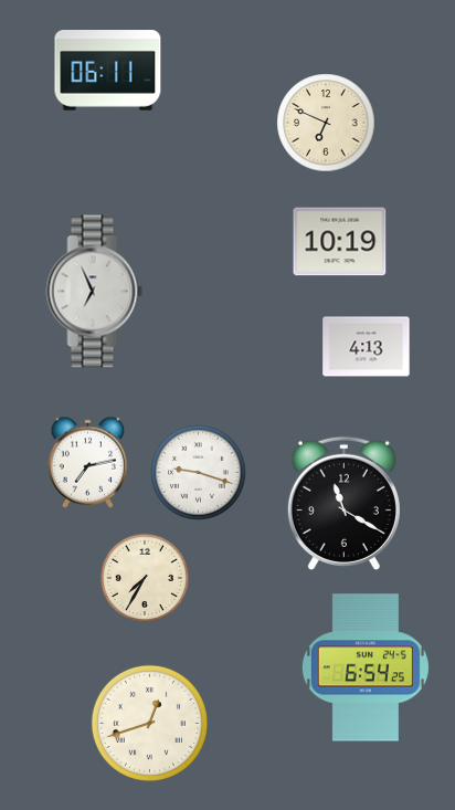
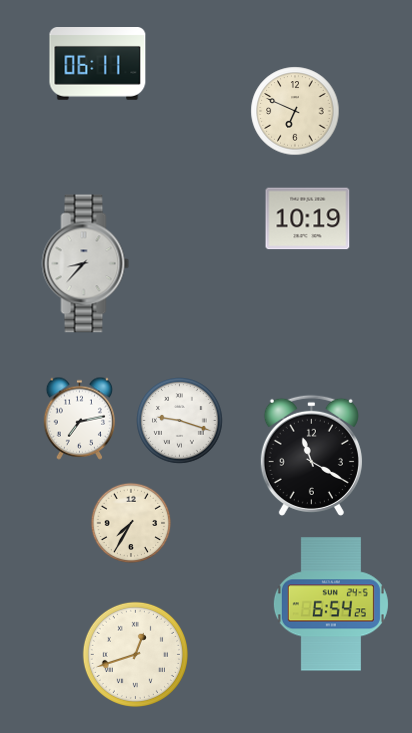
clock at (95, 292): 6:56 -> 8:37
clock at (367, 347): 4:13 -> none
clock at (199, 473) position: (199, 473) -> (180, 421)
